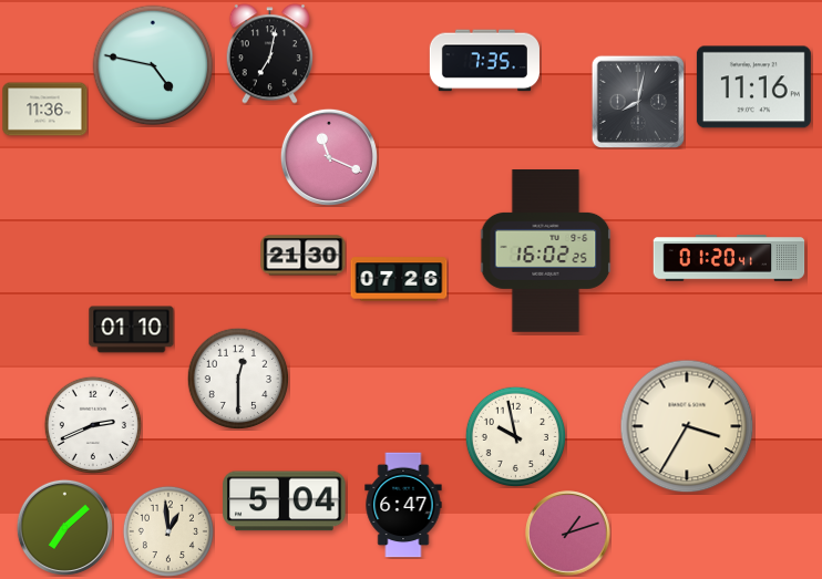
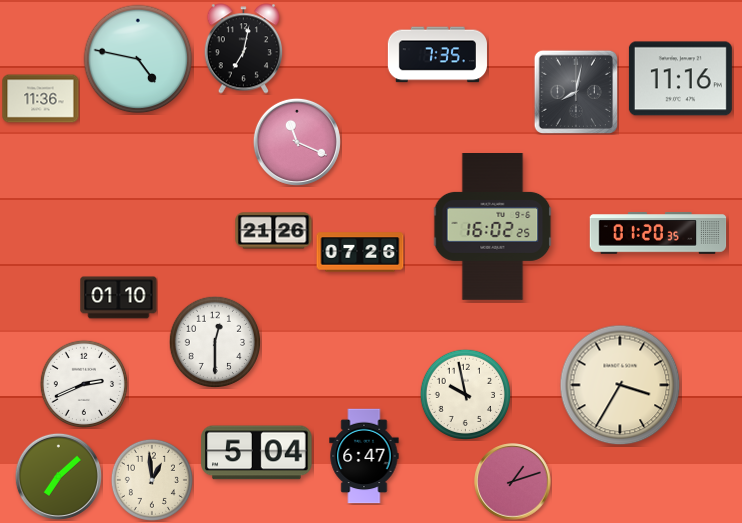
clock at (304, 256): 21:30 -> 21:26
clock at (729, 258): 01:20:41 -> 01:20:35
